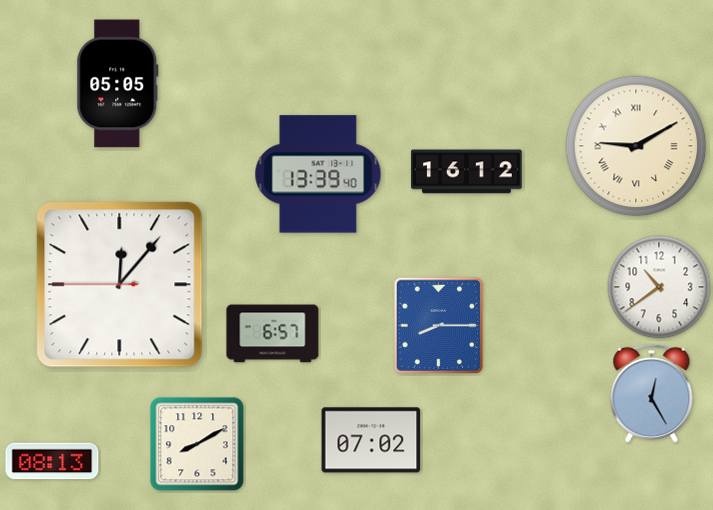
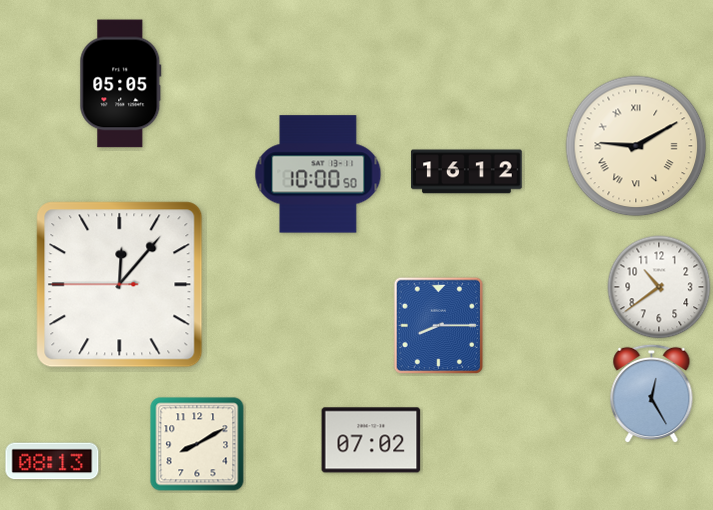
clock at (118, 84) position: (118, 84) -> (121, 84)
clock at (318, 174): 13:39 -> 10:00
clock at (273, 334): 6:57 -> none
